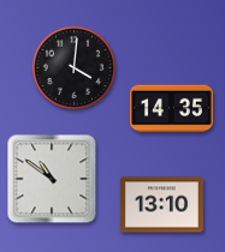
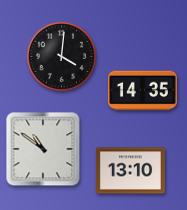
clock at (161, 205) position: (161, 205) -> (130, 171)
